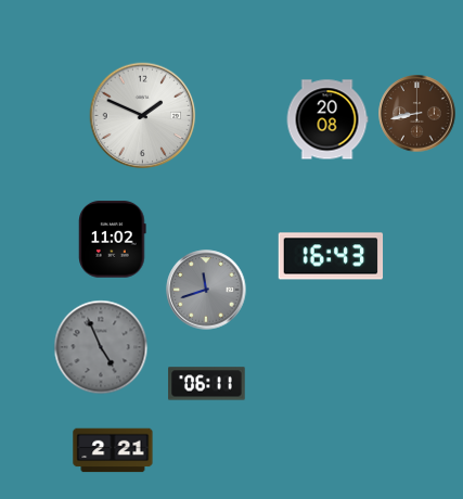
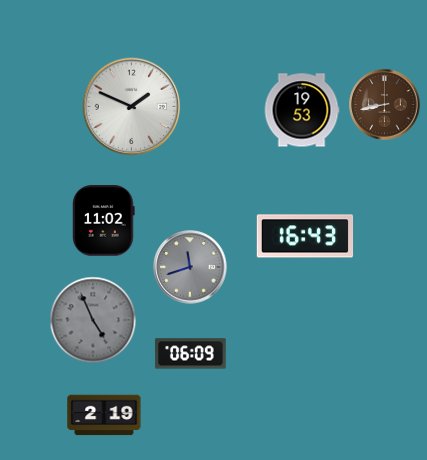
clock at (327, 119): 20:08 -> 19:53
clock at (207, 384): 06:11 -> 06:09
clock at (113, 450): 2:21 -> 2:19
